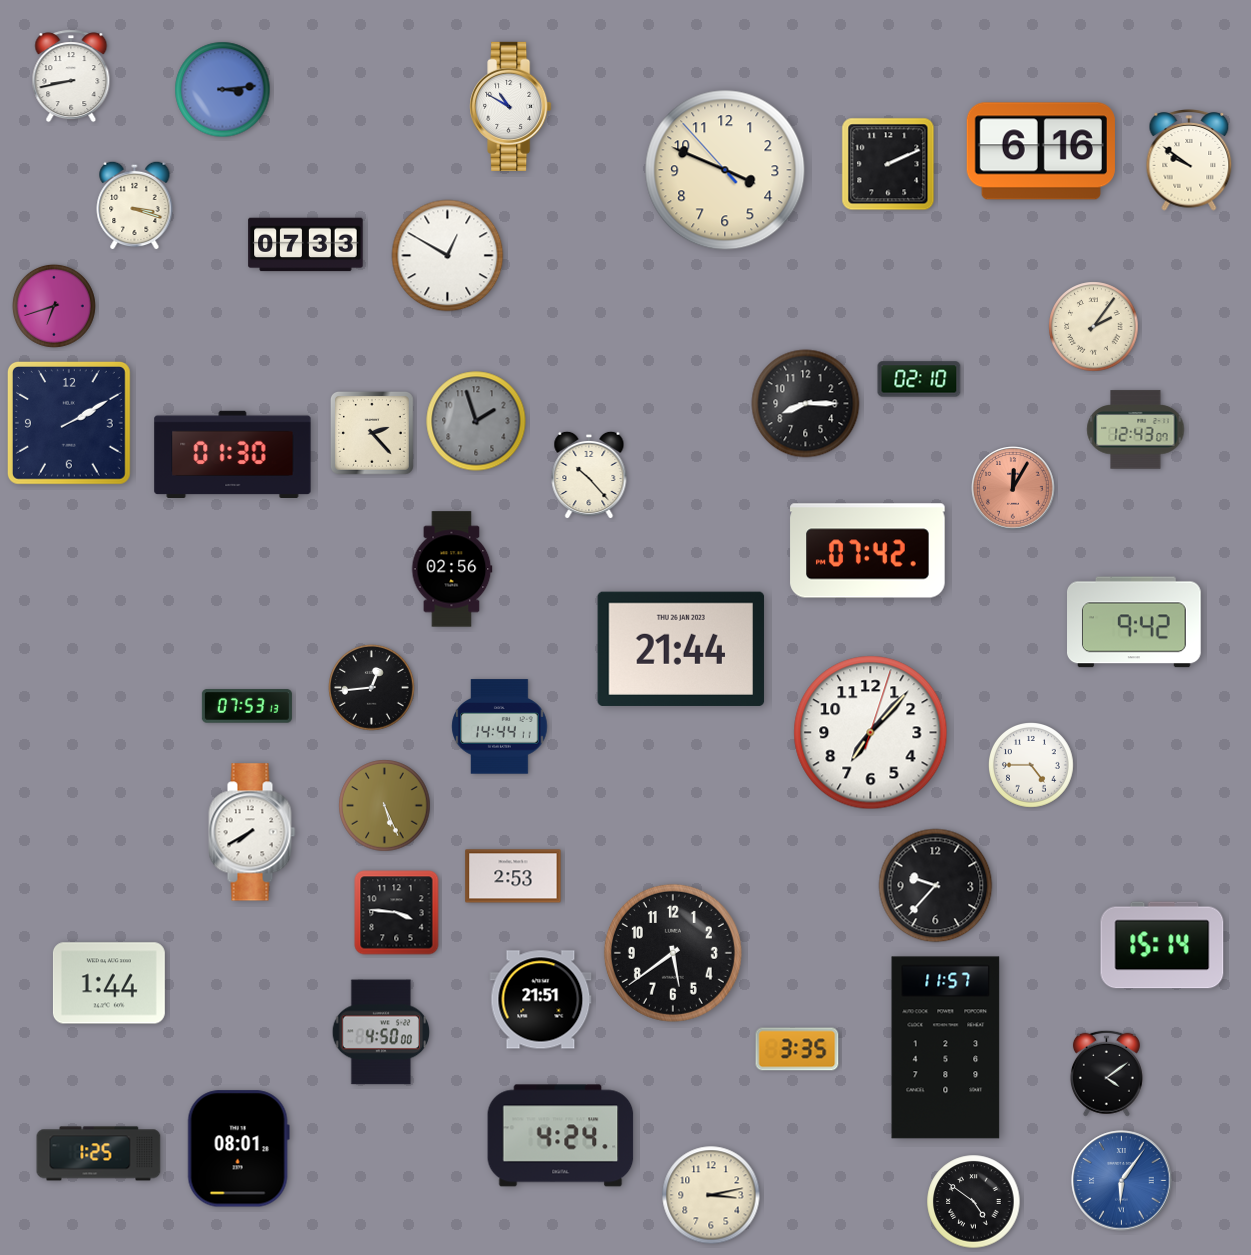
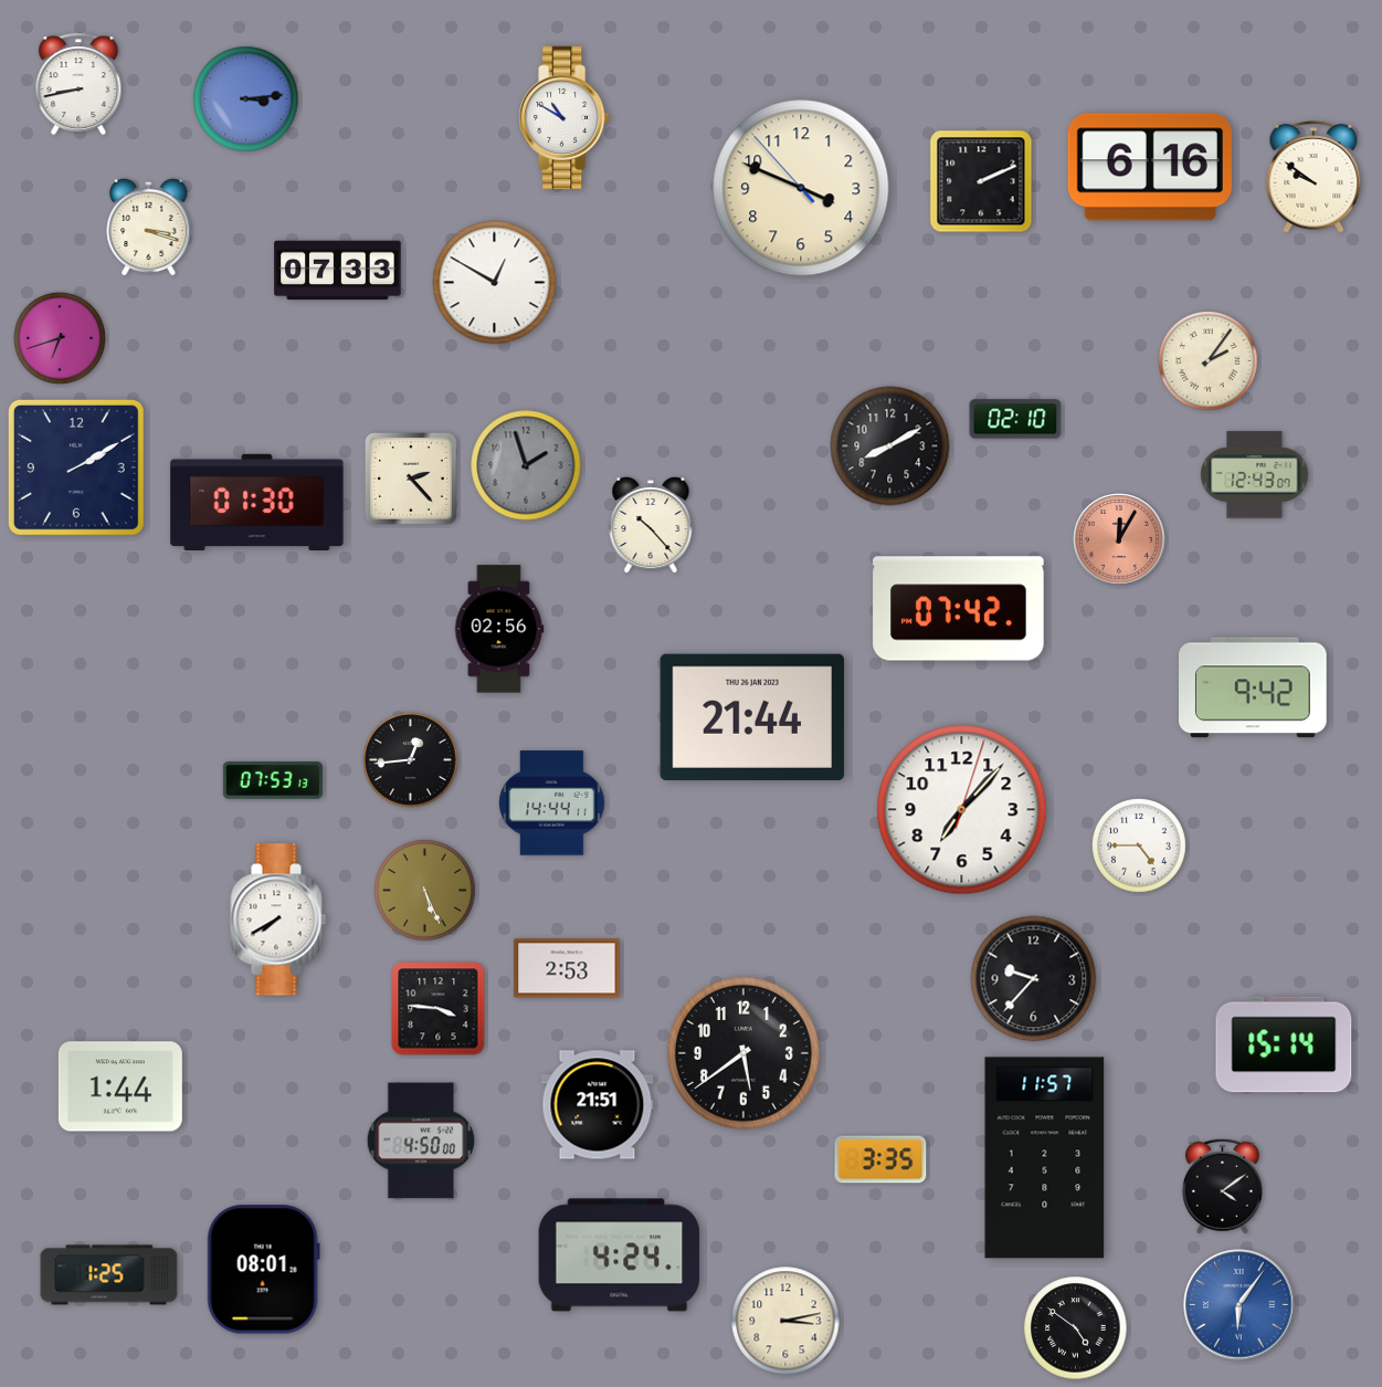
clock at (806, 404): 8:15 -> 8:10
